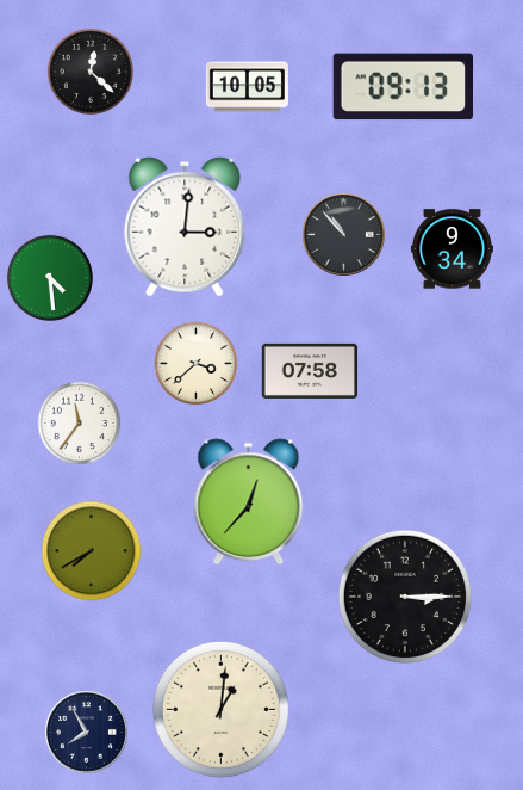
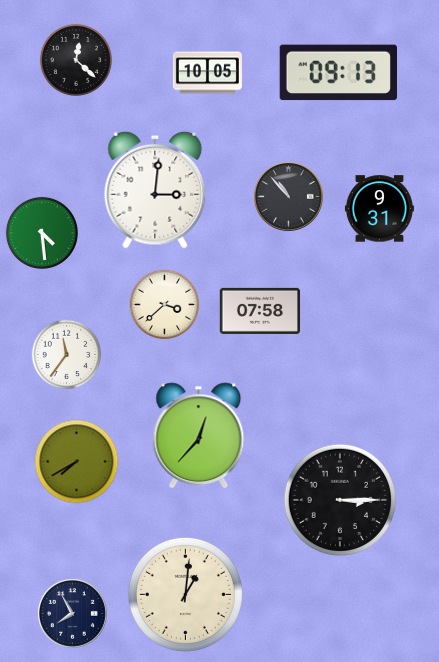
clock at (452, 249): 9:34 -> 9:31
clock at (249, 502) position: (249, 502) -> (199, 436)
